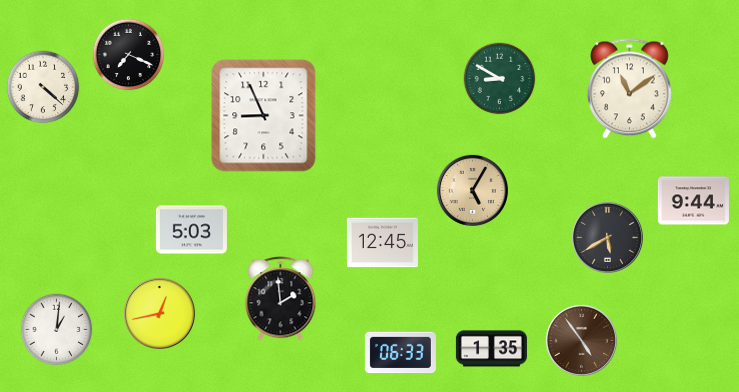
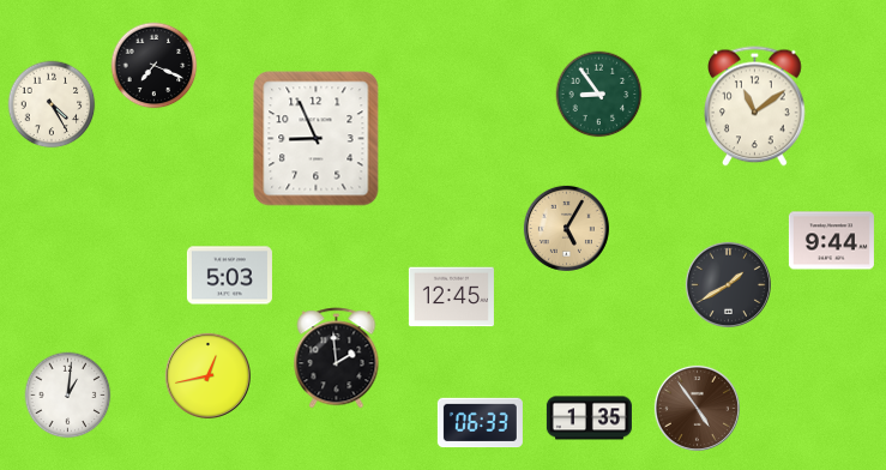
clock at (500, 79): 8:50 -> 8:54
clock at (43, 87): 4:22 -> 4:25
clock at (607, 237): 5:40 -> 1:40
clock at (382, 243) position: (382, 243) -> (451, 297)
clock at (159, 313) position: (159, 313) -> (207, 375)
